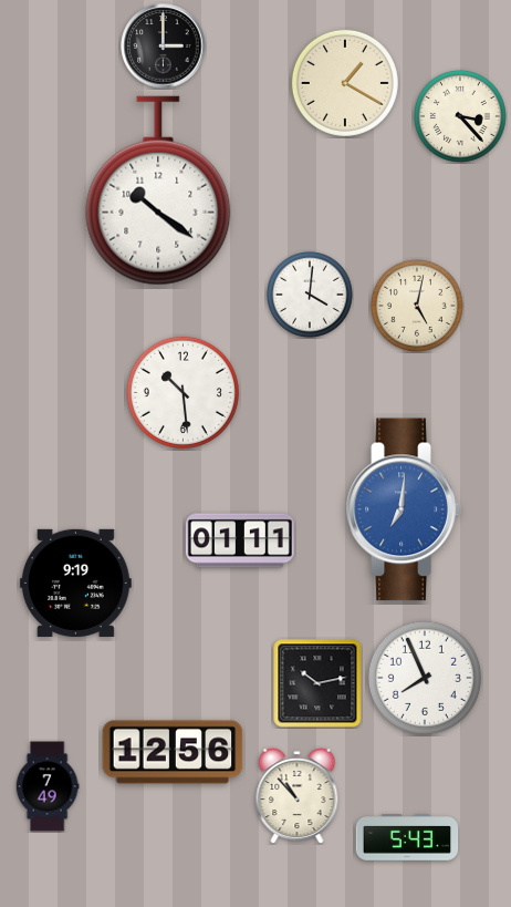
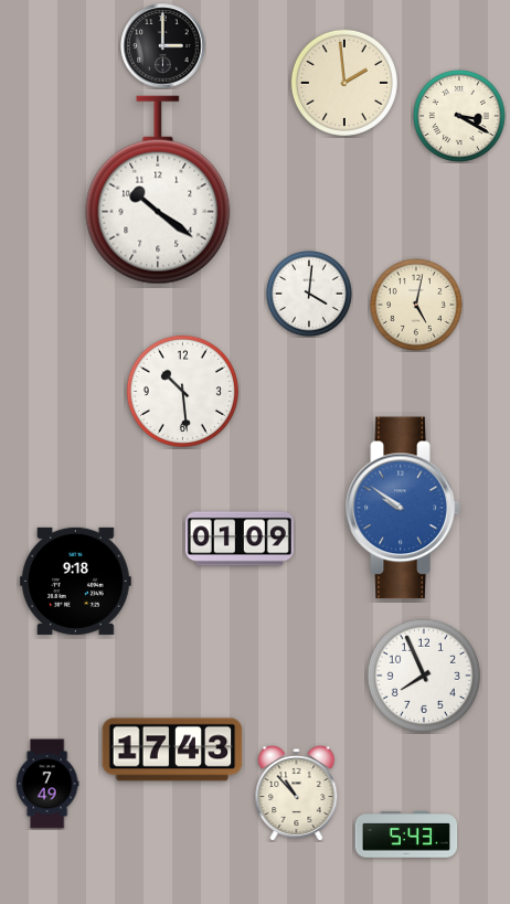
clock at (345, 83): 1:20 -> 1:59
clock at (460, 116): 3:23 -> 3:20
clock at (404, 509): 7:01 -> 9:51
clock at (240, 540): 01:11 -> 01:09
clock at (75, 583): 9:19 -> 9:18
clock at (317, 683): 10:13 -> none
clock at (173, 752): 12:56 -> 17:43
